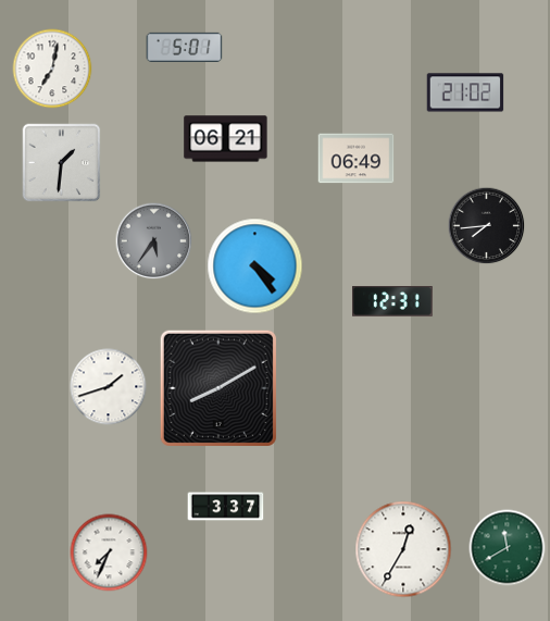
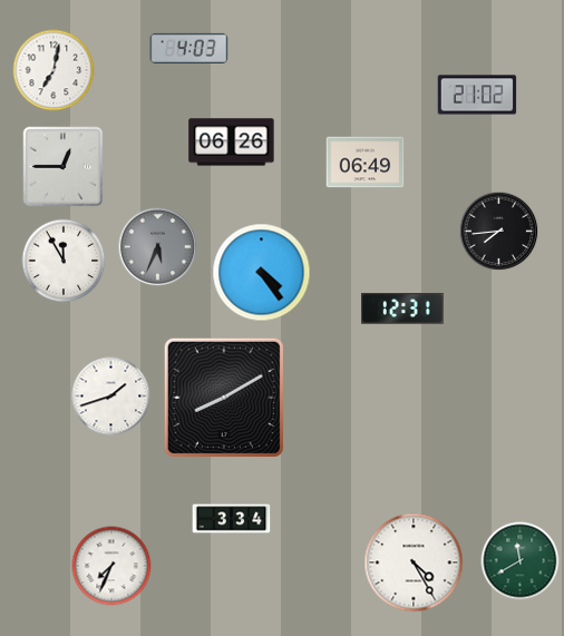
clock at (185, 47): 5:01 -> 4:03
clock at (226, 139): 06:21 -> 06:26
clock at (62, 163): 1:31 -> 12:45
clock at (154, 241): 5:36 -> 5:34
clock at (64, 261): none -> 11:55
clock at (226, 507): 3:37 -> 3:34
clock at (403, 549): 12:35 -> 4:25
